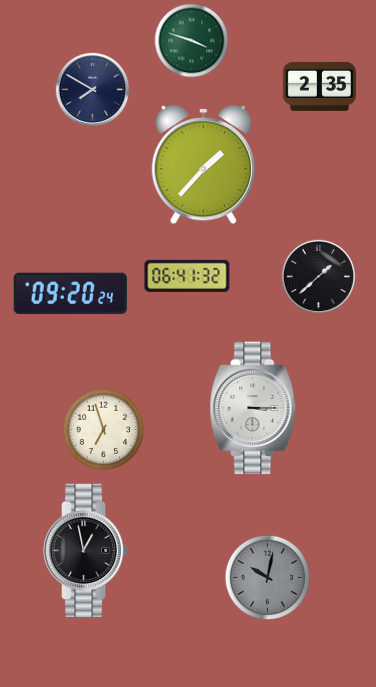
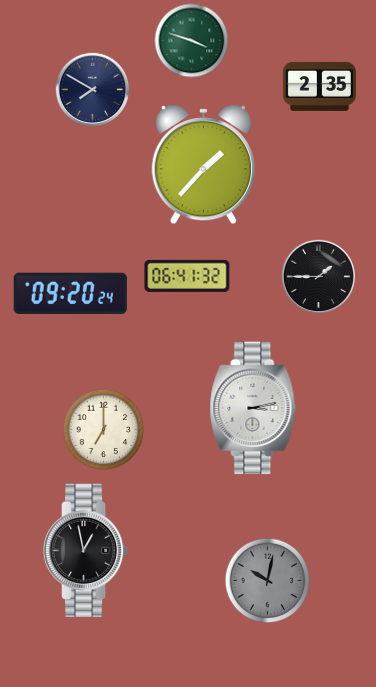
clock at (319, 277): 1:38 -> 1:45
clock at (253, 408): 3:15 -> 3:13
clock at (104, 430): 6:57 -> 7:00
clock at (268, 578) position: (268, 578) -> (268, 581)
